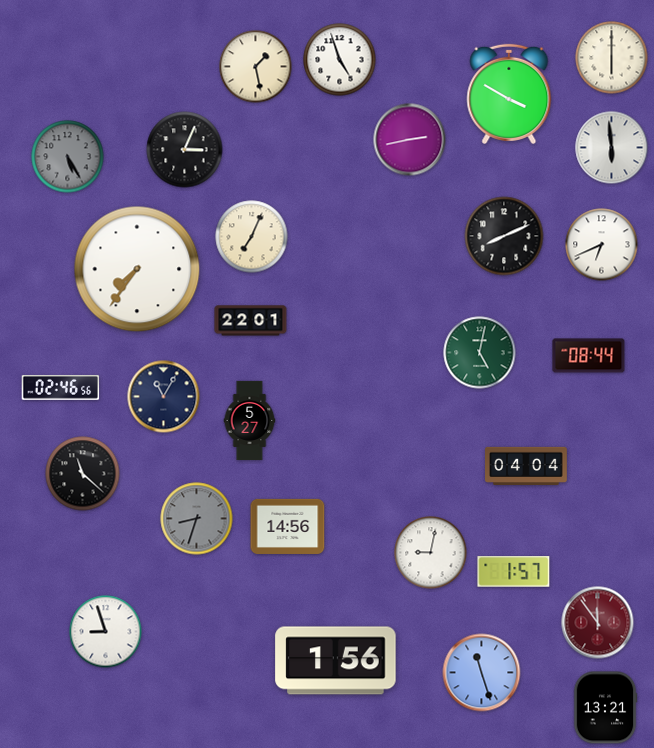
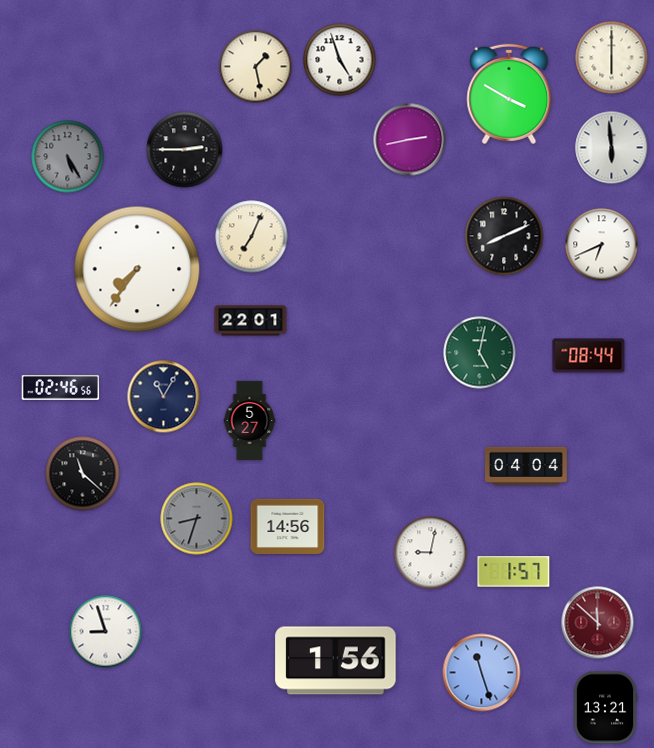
clock at (185, 150): 3:04 -> 2:45
clock at (598, 623): 11:54 -> 11:52
